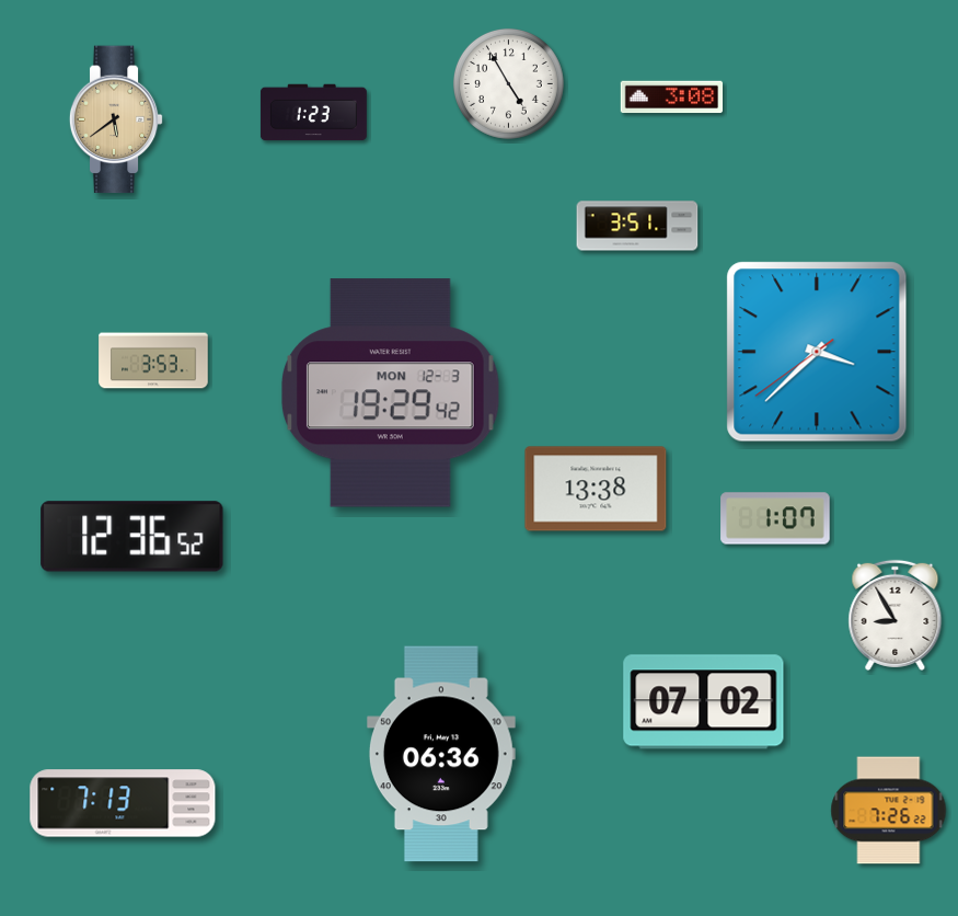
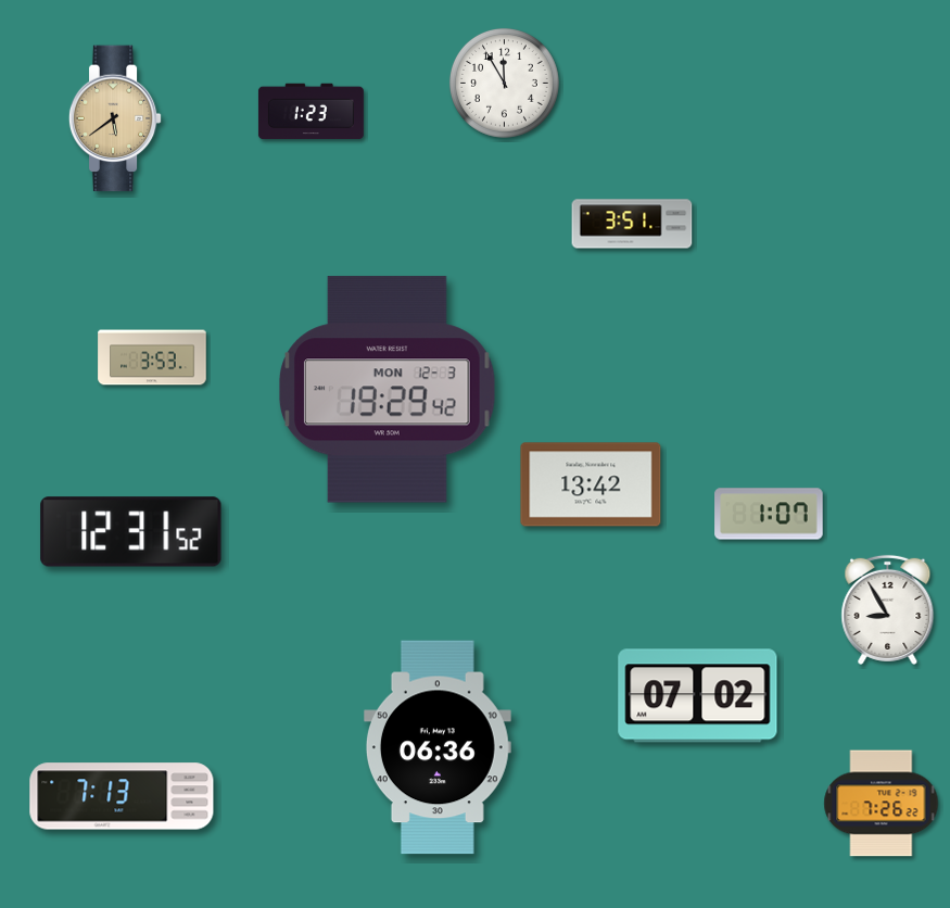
clock at (508, 83): 4:55 -> 11:55
clock at (672, 98): 3:08 -> none
clock at (817, 352): 3:37 -> none
clock at (596, 489): 13:38 -> 13:42
clock at (132, 537): 12:36 -> 12:31
